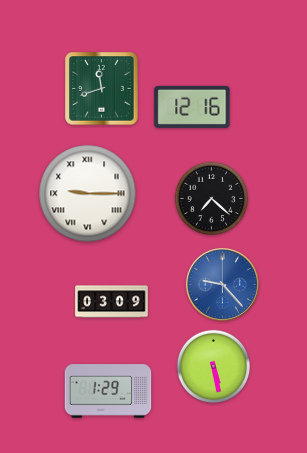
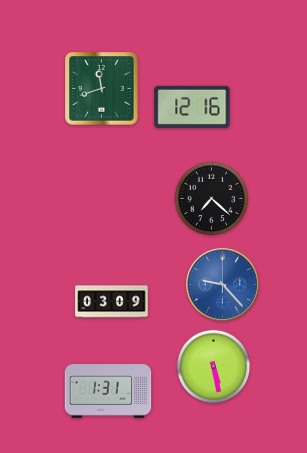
clock at (88, 194): 9:15 -> none
clock at (108, 391): 1:29 -> 1:31
